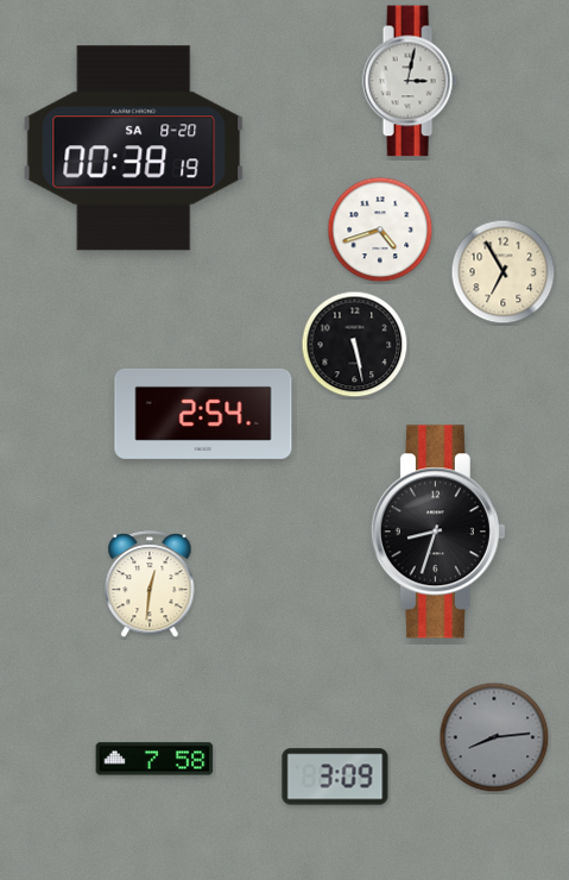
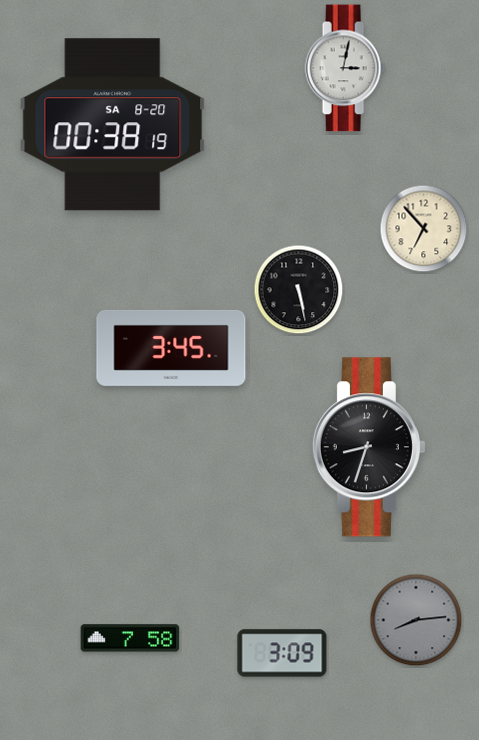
clock at (380, 230): 4:42 -> none
clock at (504, 272): 6:55 -> 6:53
clock at (203, 414): 2:54 -> 3:45
clock at (150, 585): 12:31 -> none
